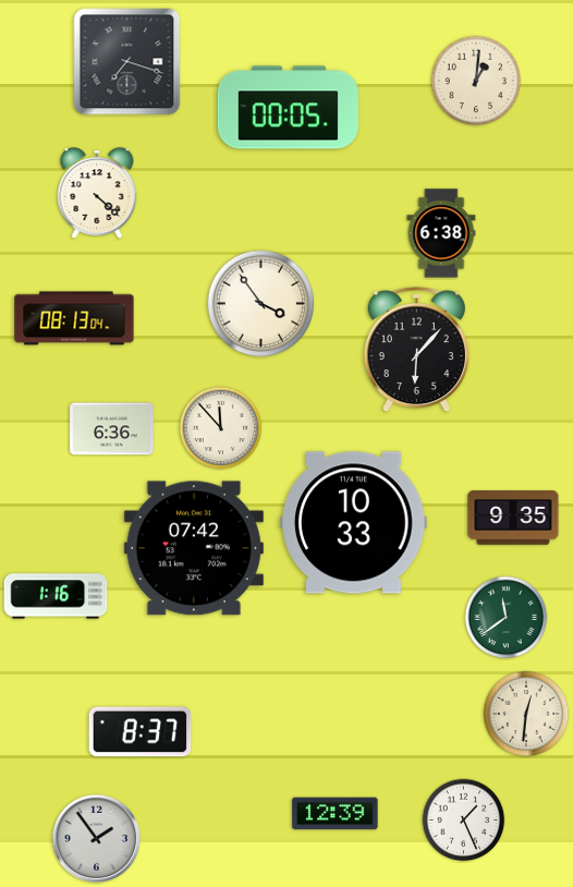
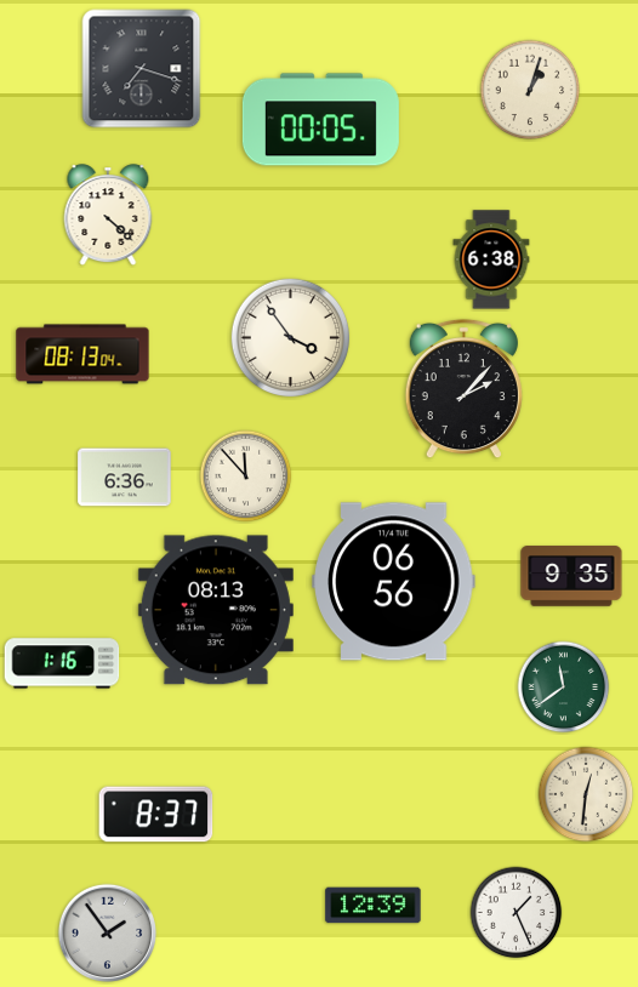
clock at (476, 81): 1:01 -> 1:03
clock at (416, 350): 6:07 -> 2:07
clock at (354, 523): 10:33 -> 06:56
clock at (194, 548): 07:42 -> 08:13
